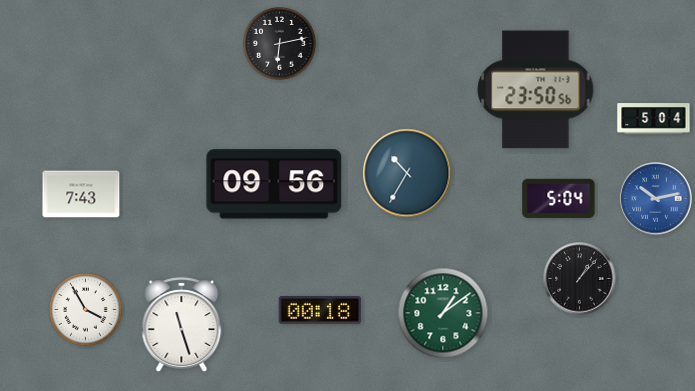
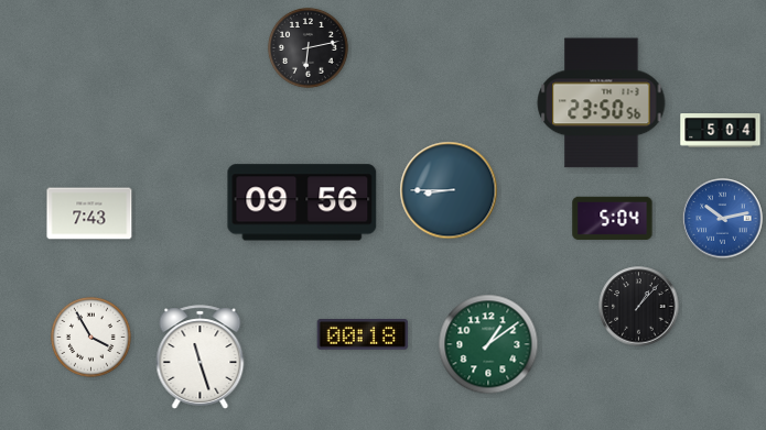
clock at (536, 90) position: (536, 90) -> (602, 103)
clock at (407, 173): 10:35 -> 8:45
clock at (559, 198) position: (559, 198) -> (613, 218)
clock at (86, 310) position: (86, 310) -> (91, 338)
clock at (320, 311) position: (320, 311) -> (363, 335)
